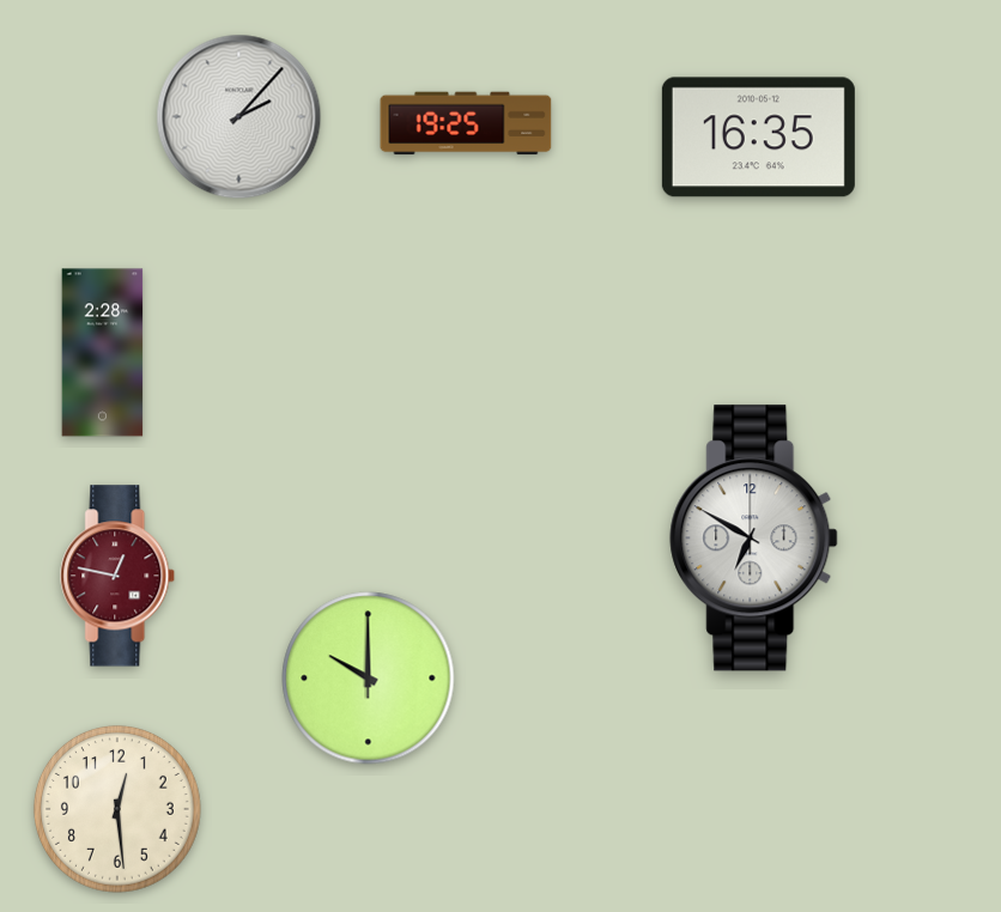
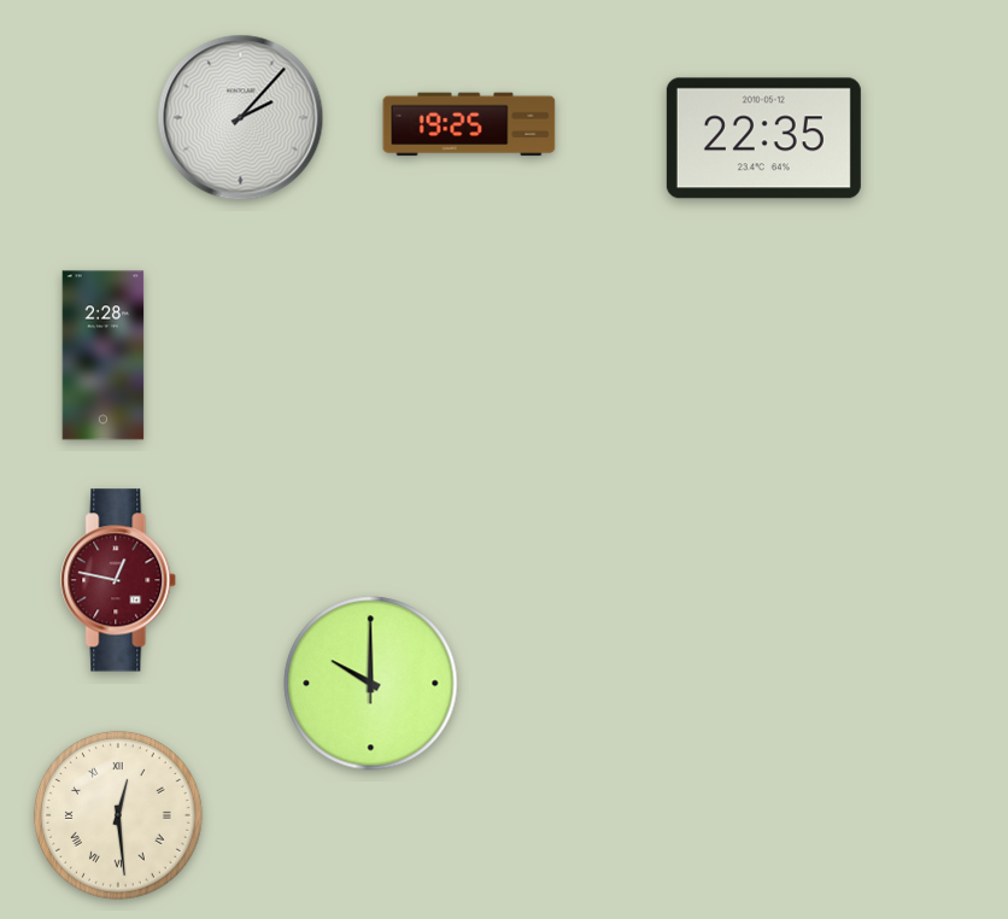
clock at (758, 138): 16:35 -> 22:35
clock at (754, 539): 6:50 -> none
clock at (117, 809) numerals: Arabic -> Roman
